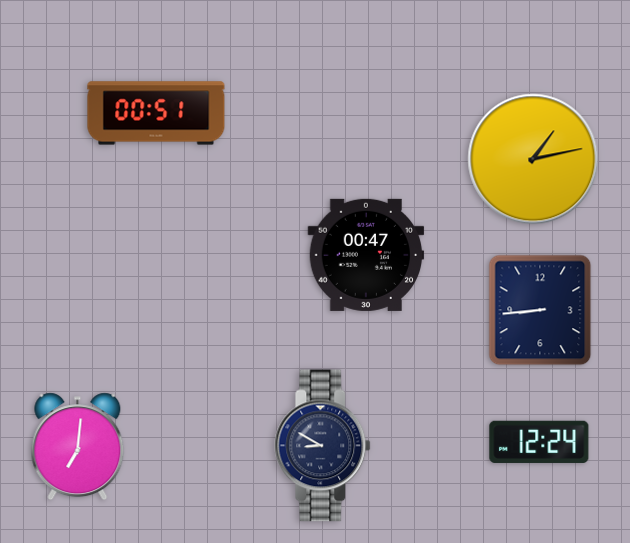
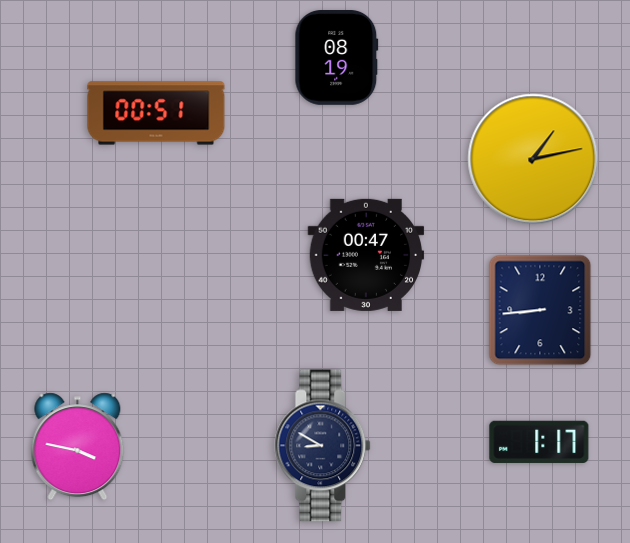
clock at (337, 58): none -> 08:19
clock at (539, 442): 12:24 -> 1:17
clock at (78, 447): 7:01 -> 3:47
